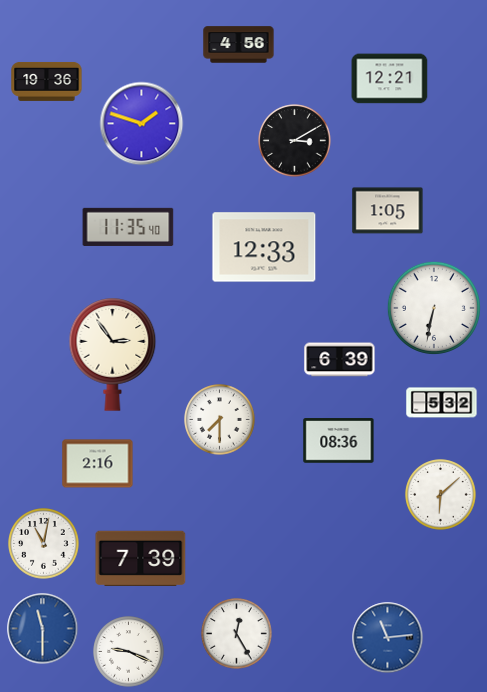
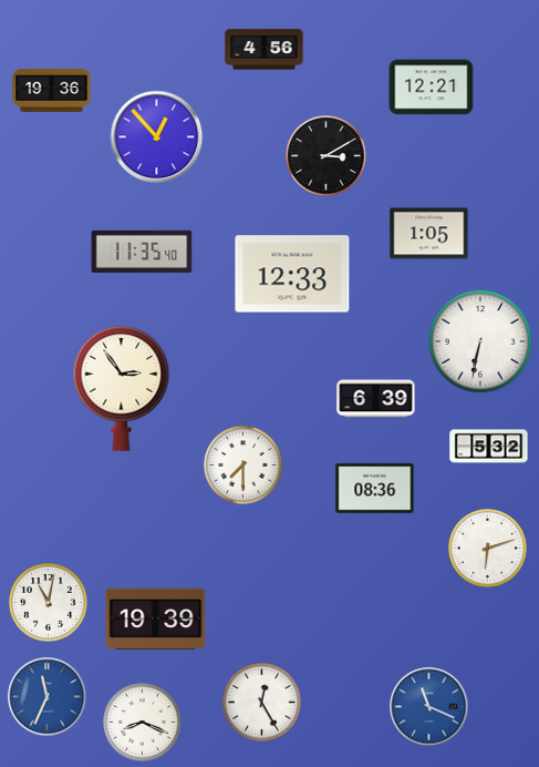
clock at (142, 124): 1:48 -> 12:53
clock at (113, 355) position: (113, 355) -> (122, 389)
clock at (98, 464): 2:16 -> none
clock at (441, 495): 6:08 -> 6:12
clock at (141, 558): 7:39 -> 19:39
clock at (43, 629): 11:30 -> 11:34
clock at (388, 638): 11:14 -> 11:19
clock at (129, 652): 9:19 -> 8:19
